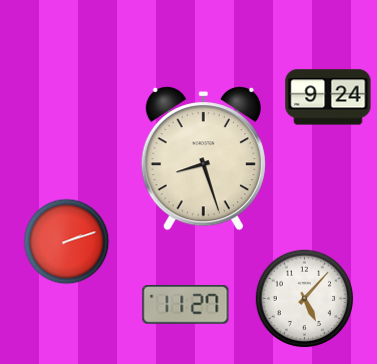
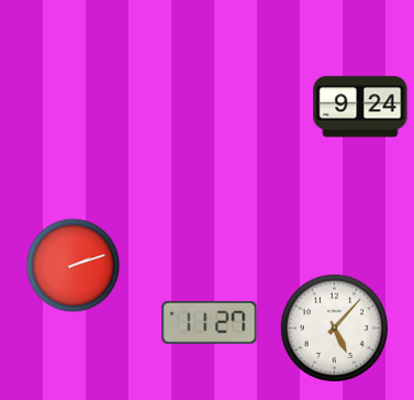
clock at (203, 159): 8:27 -> none
clock at (186, 305) position: (186, 305) -> (210, 323)
